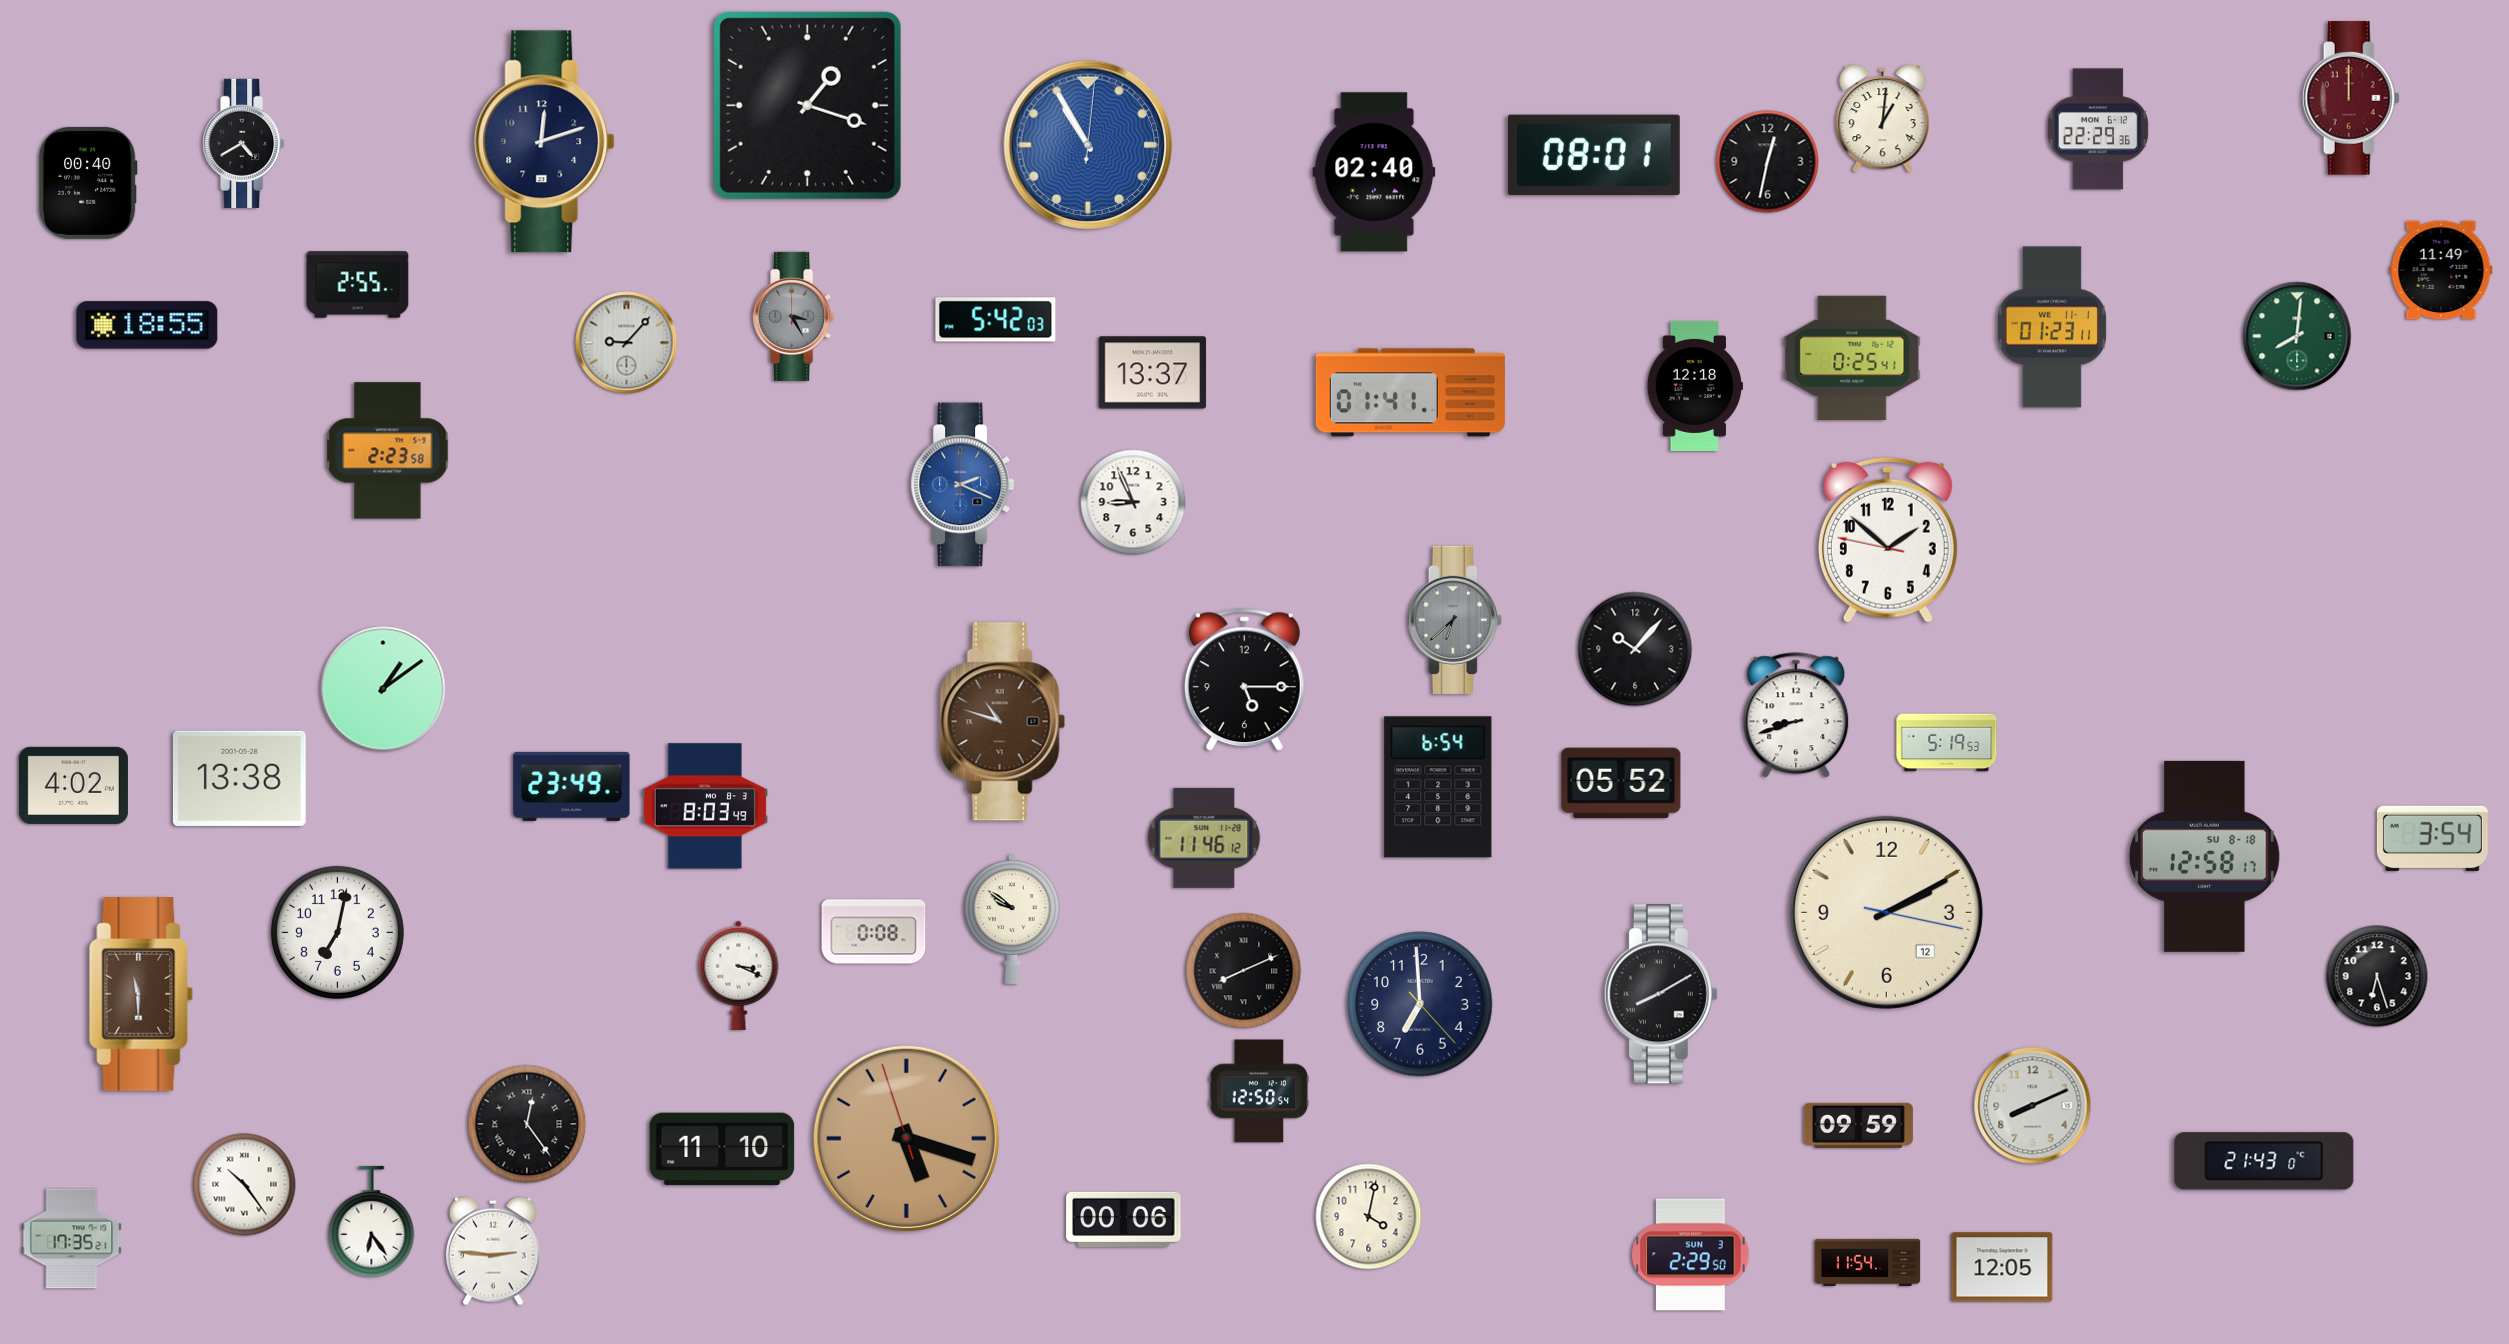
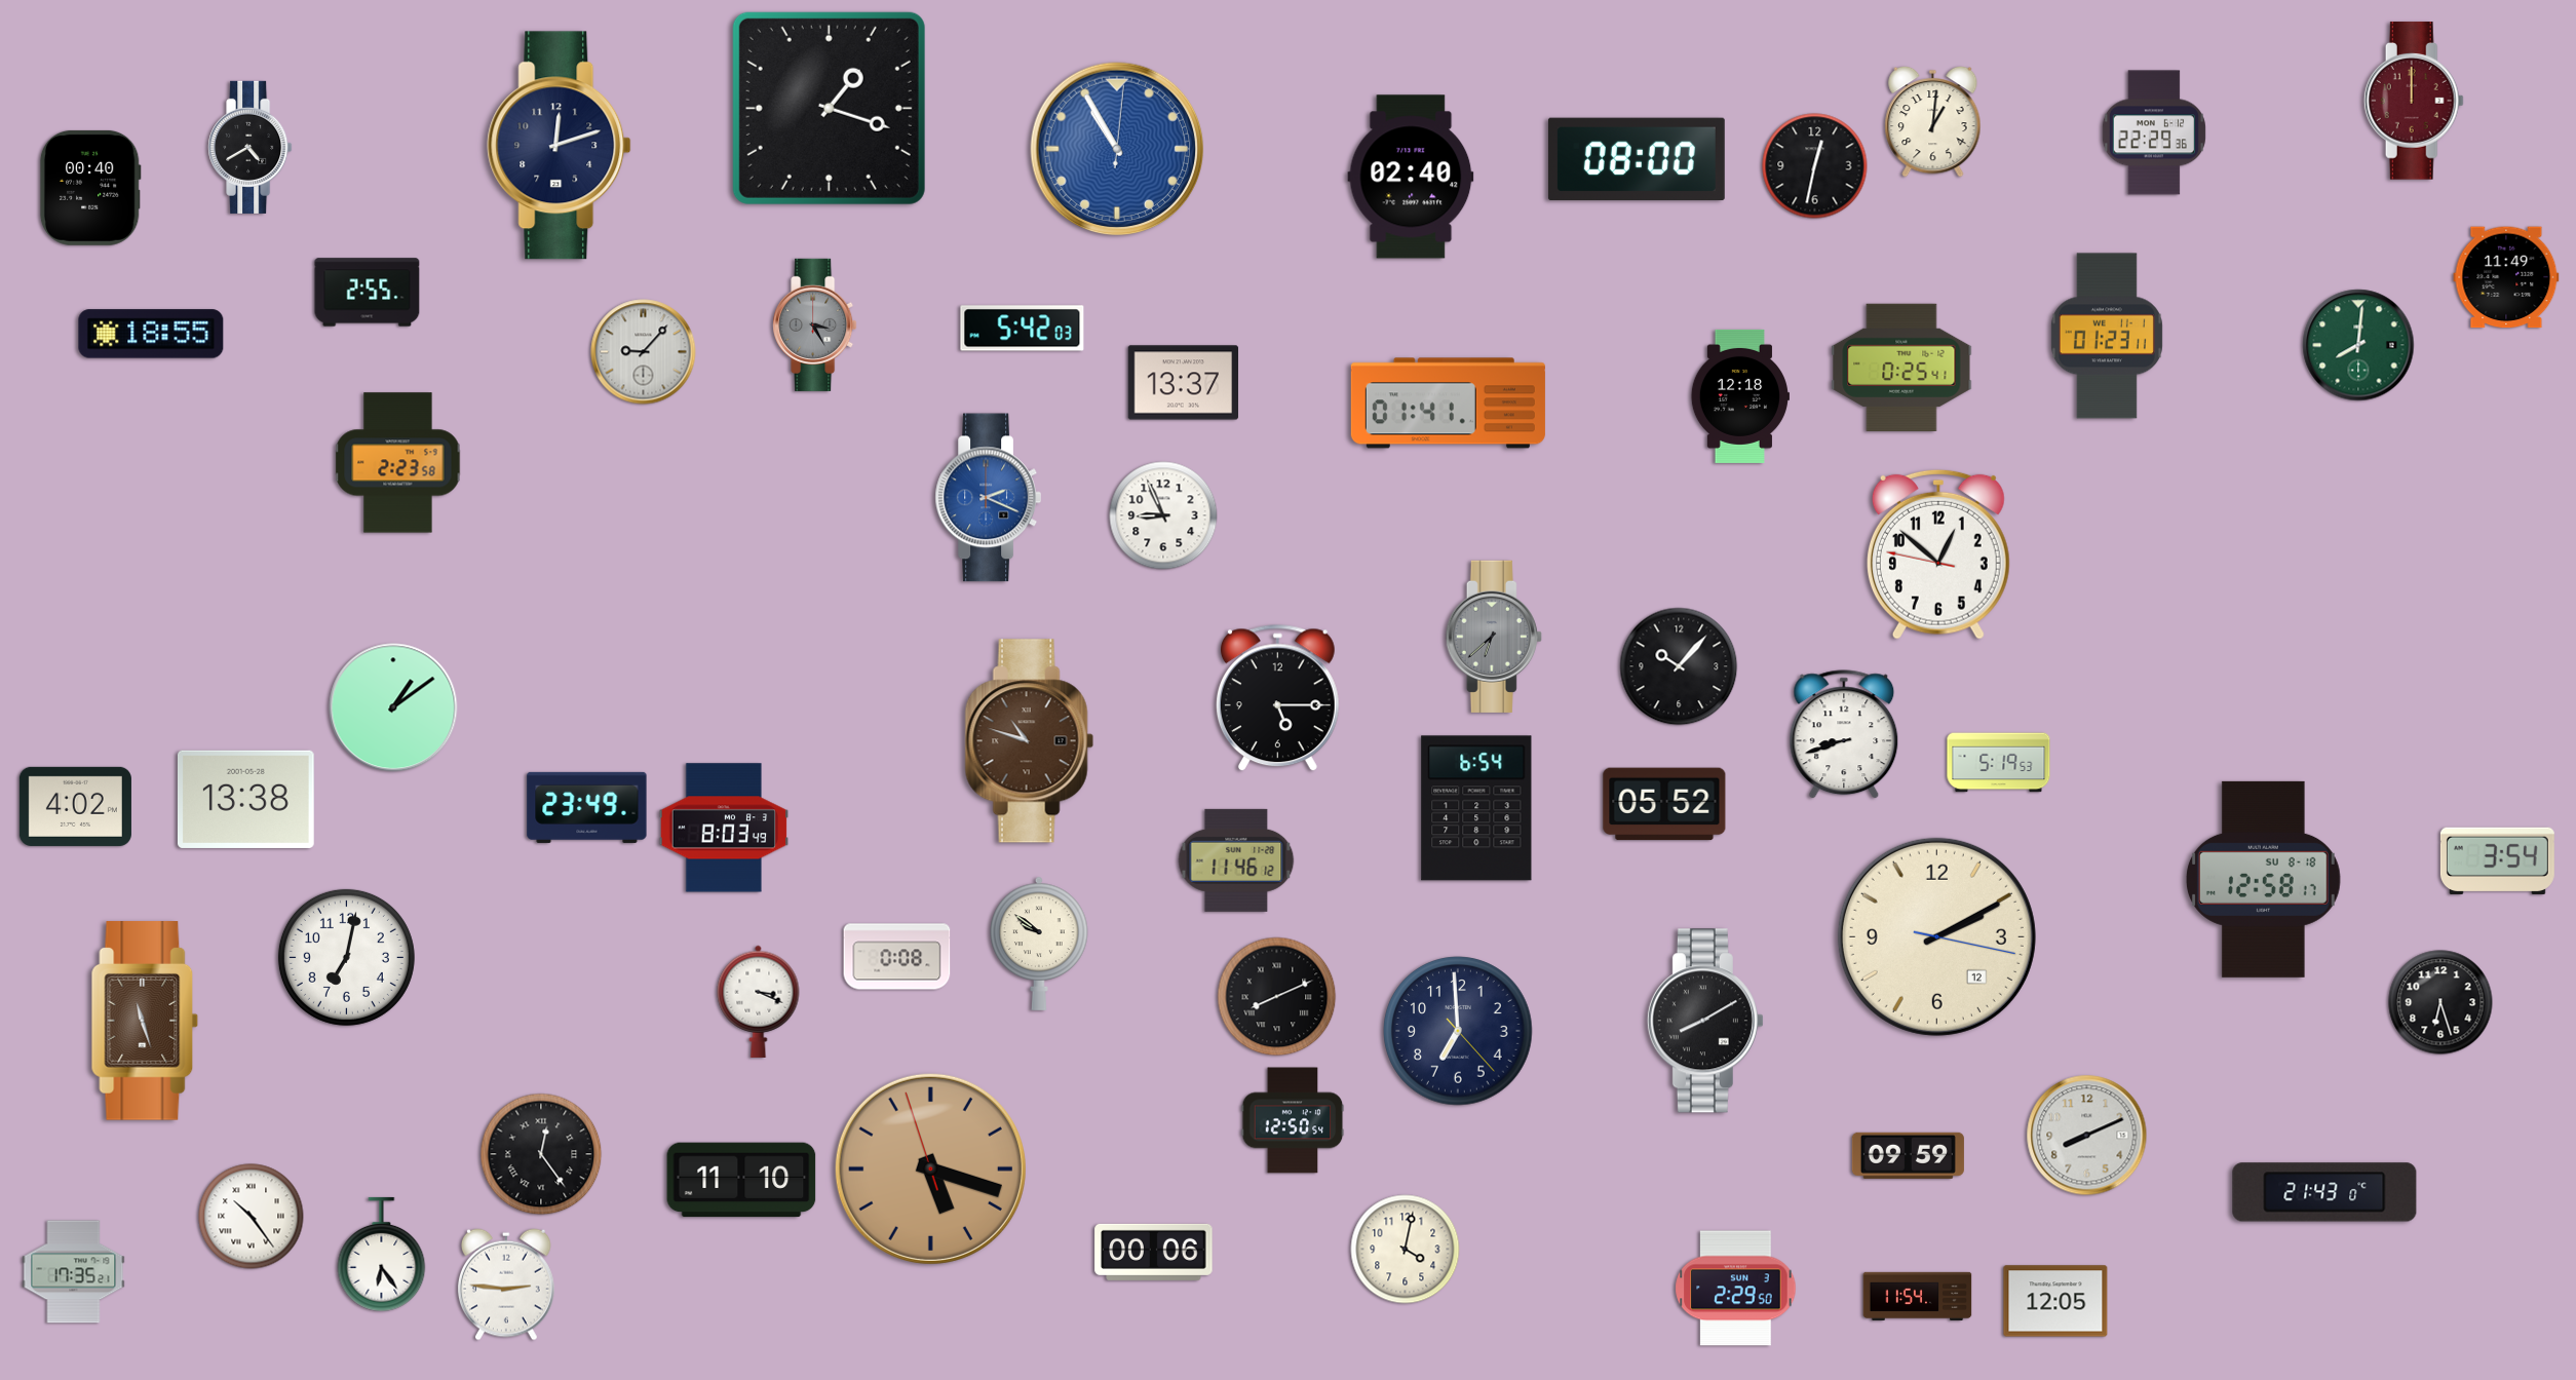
clock at (1594, 155): 08:01 -> 08:00
clock at (1888, 540): 1:51 -> 12:51
clock at (141, 995): 11:30 -> 11:27
